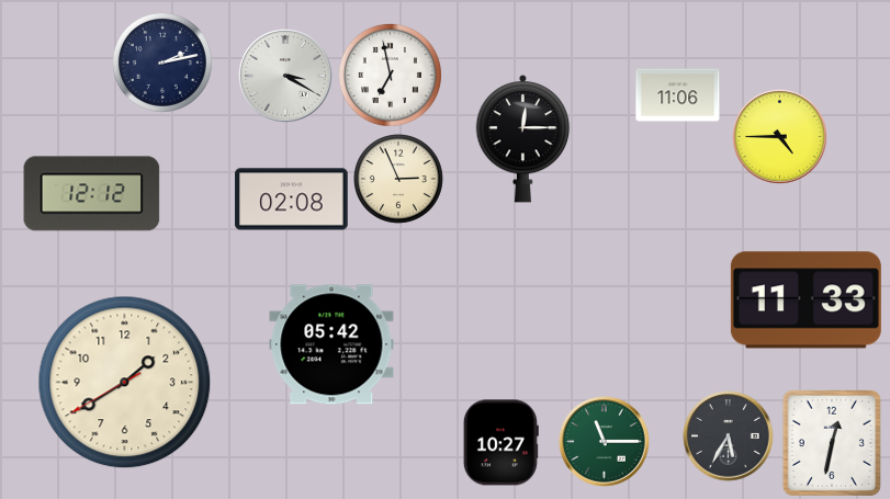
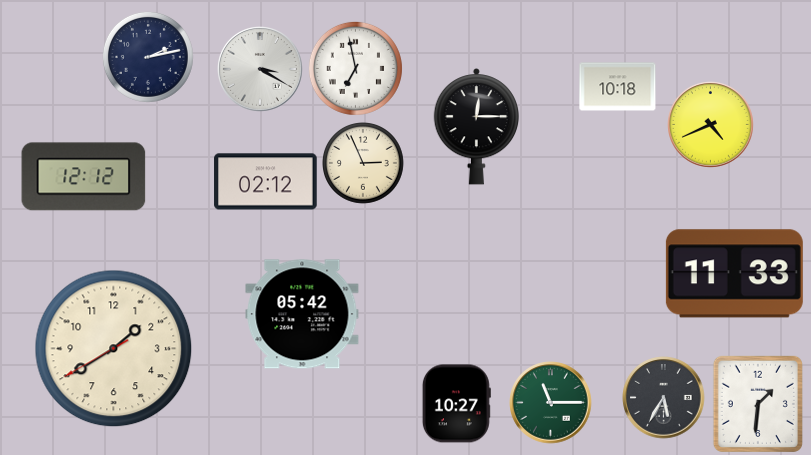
clock at (678, 95): 11:06 -> 10:18
clock at (780, 137): 4:45 -> 4:41
clock at (292, 200): 02:08 -> 02:12
clock at (832, 443): 12:32 -> 1:31
